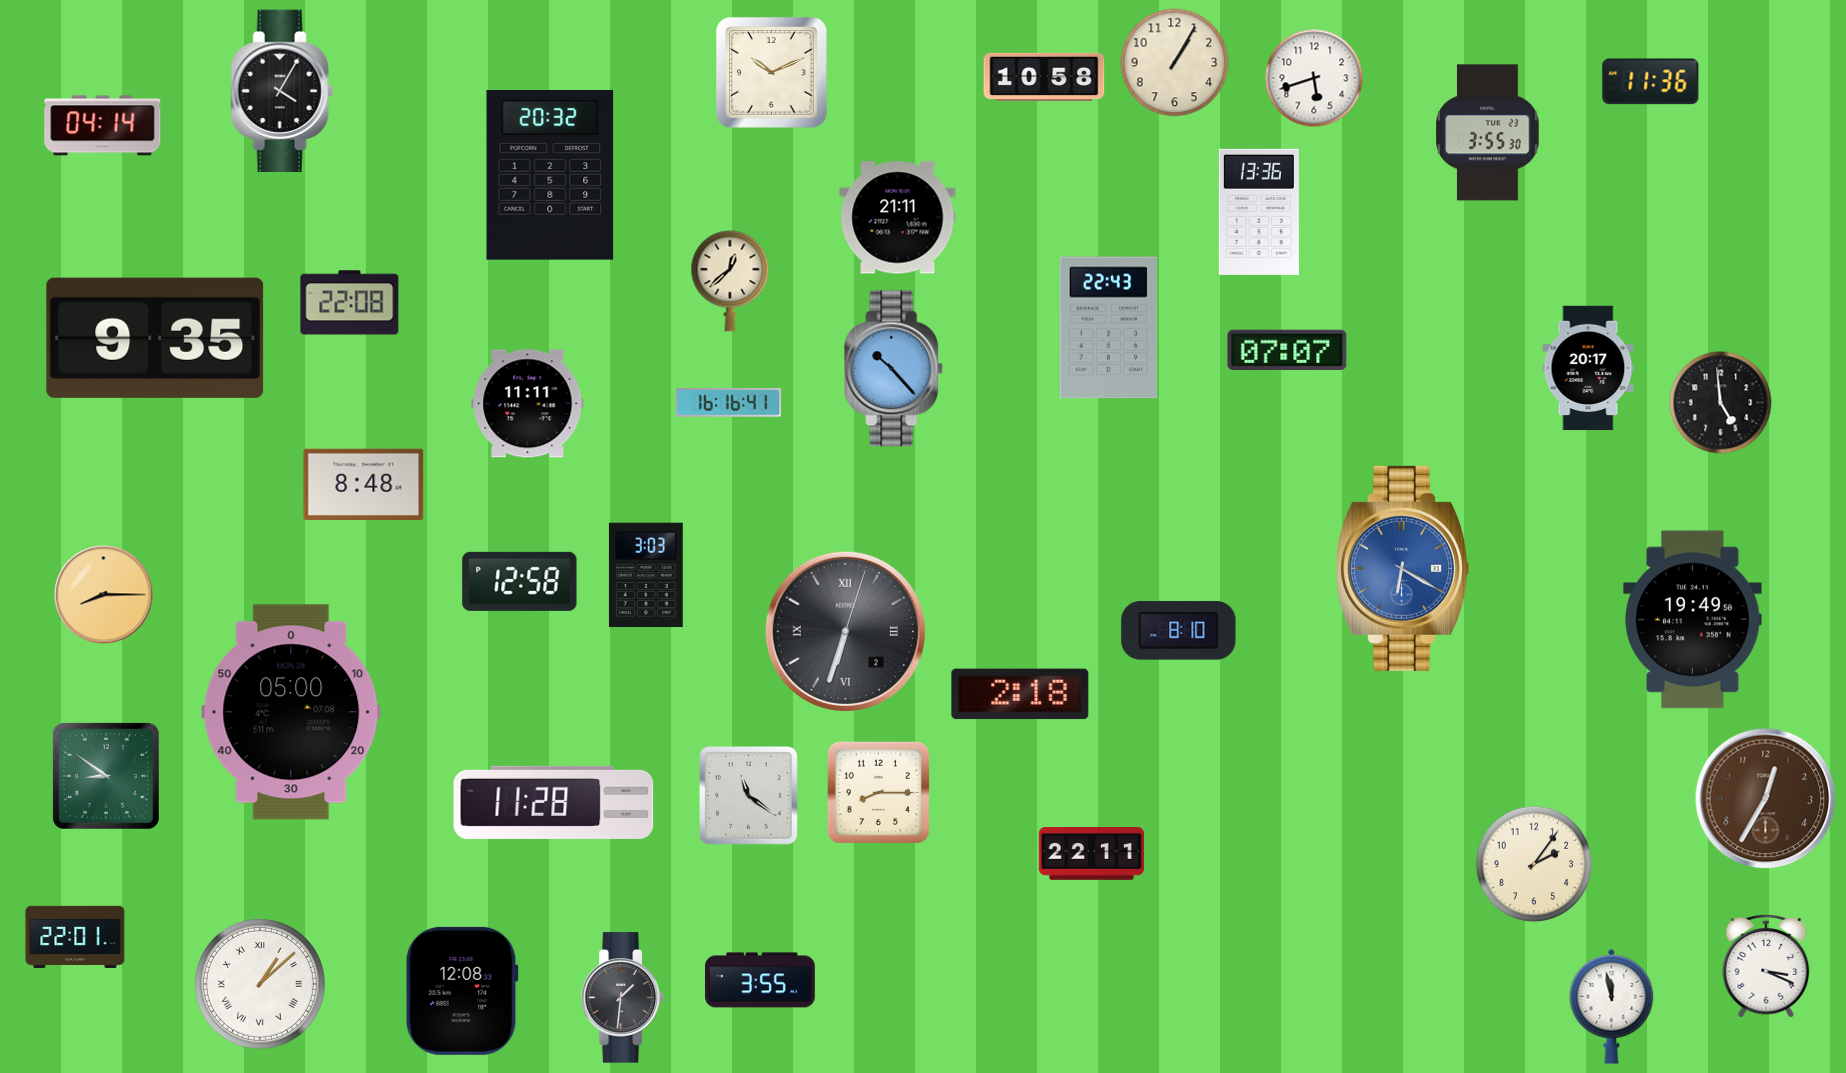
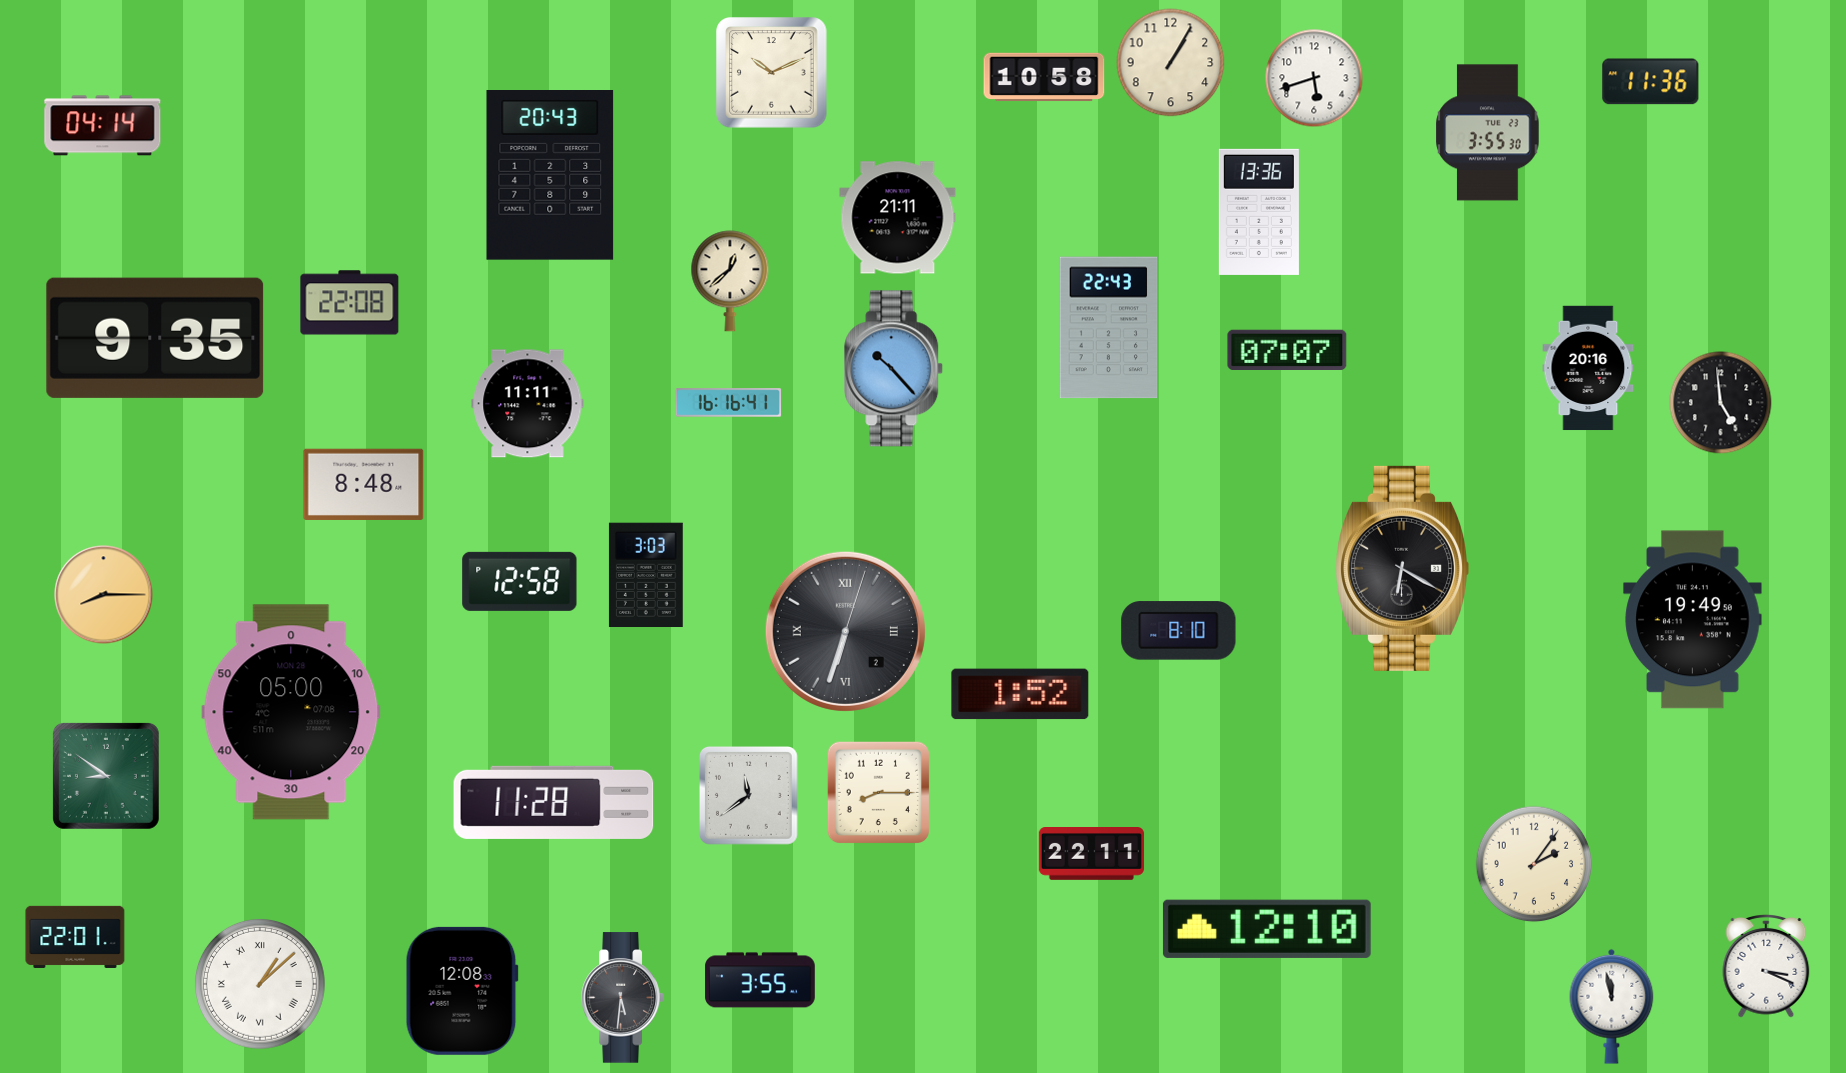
clock at (1175, 63) position: (1175, 63) -> (1171, 63)
clock at (282, 91): 4:05 -> none
clock at (550, 176): 20:32 -> 20:43
clock at (1588, 368): 20:17 -> 20:16
clock at (1402, 568) dial: blue -> black
clock at (1020, 694): 2:18 -> 1:52
clock at (749, 796): 11:21 -> 11:39
clock at (1766, 799): 12:35 -> none
clock at (1267, 929): none -> 12:10
clock at (623, 998): 1:31 -> 5:31
